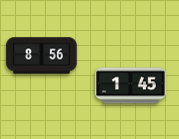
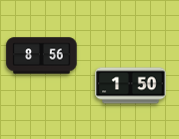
clock at (131, 86): 1:45 -> 1:50
